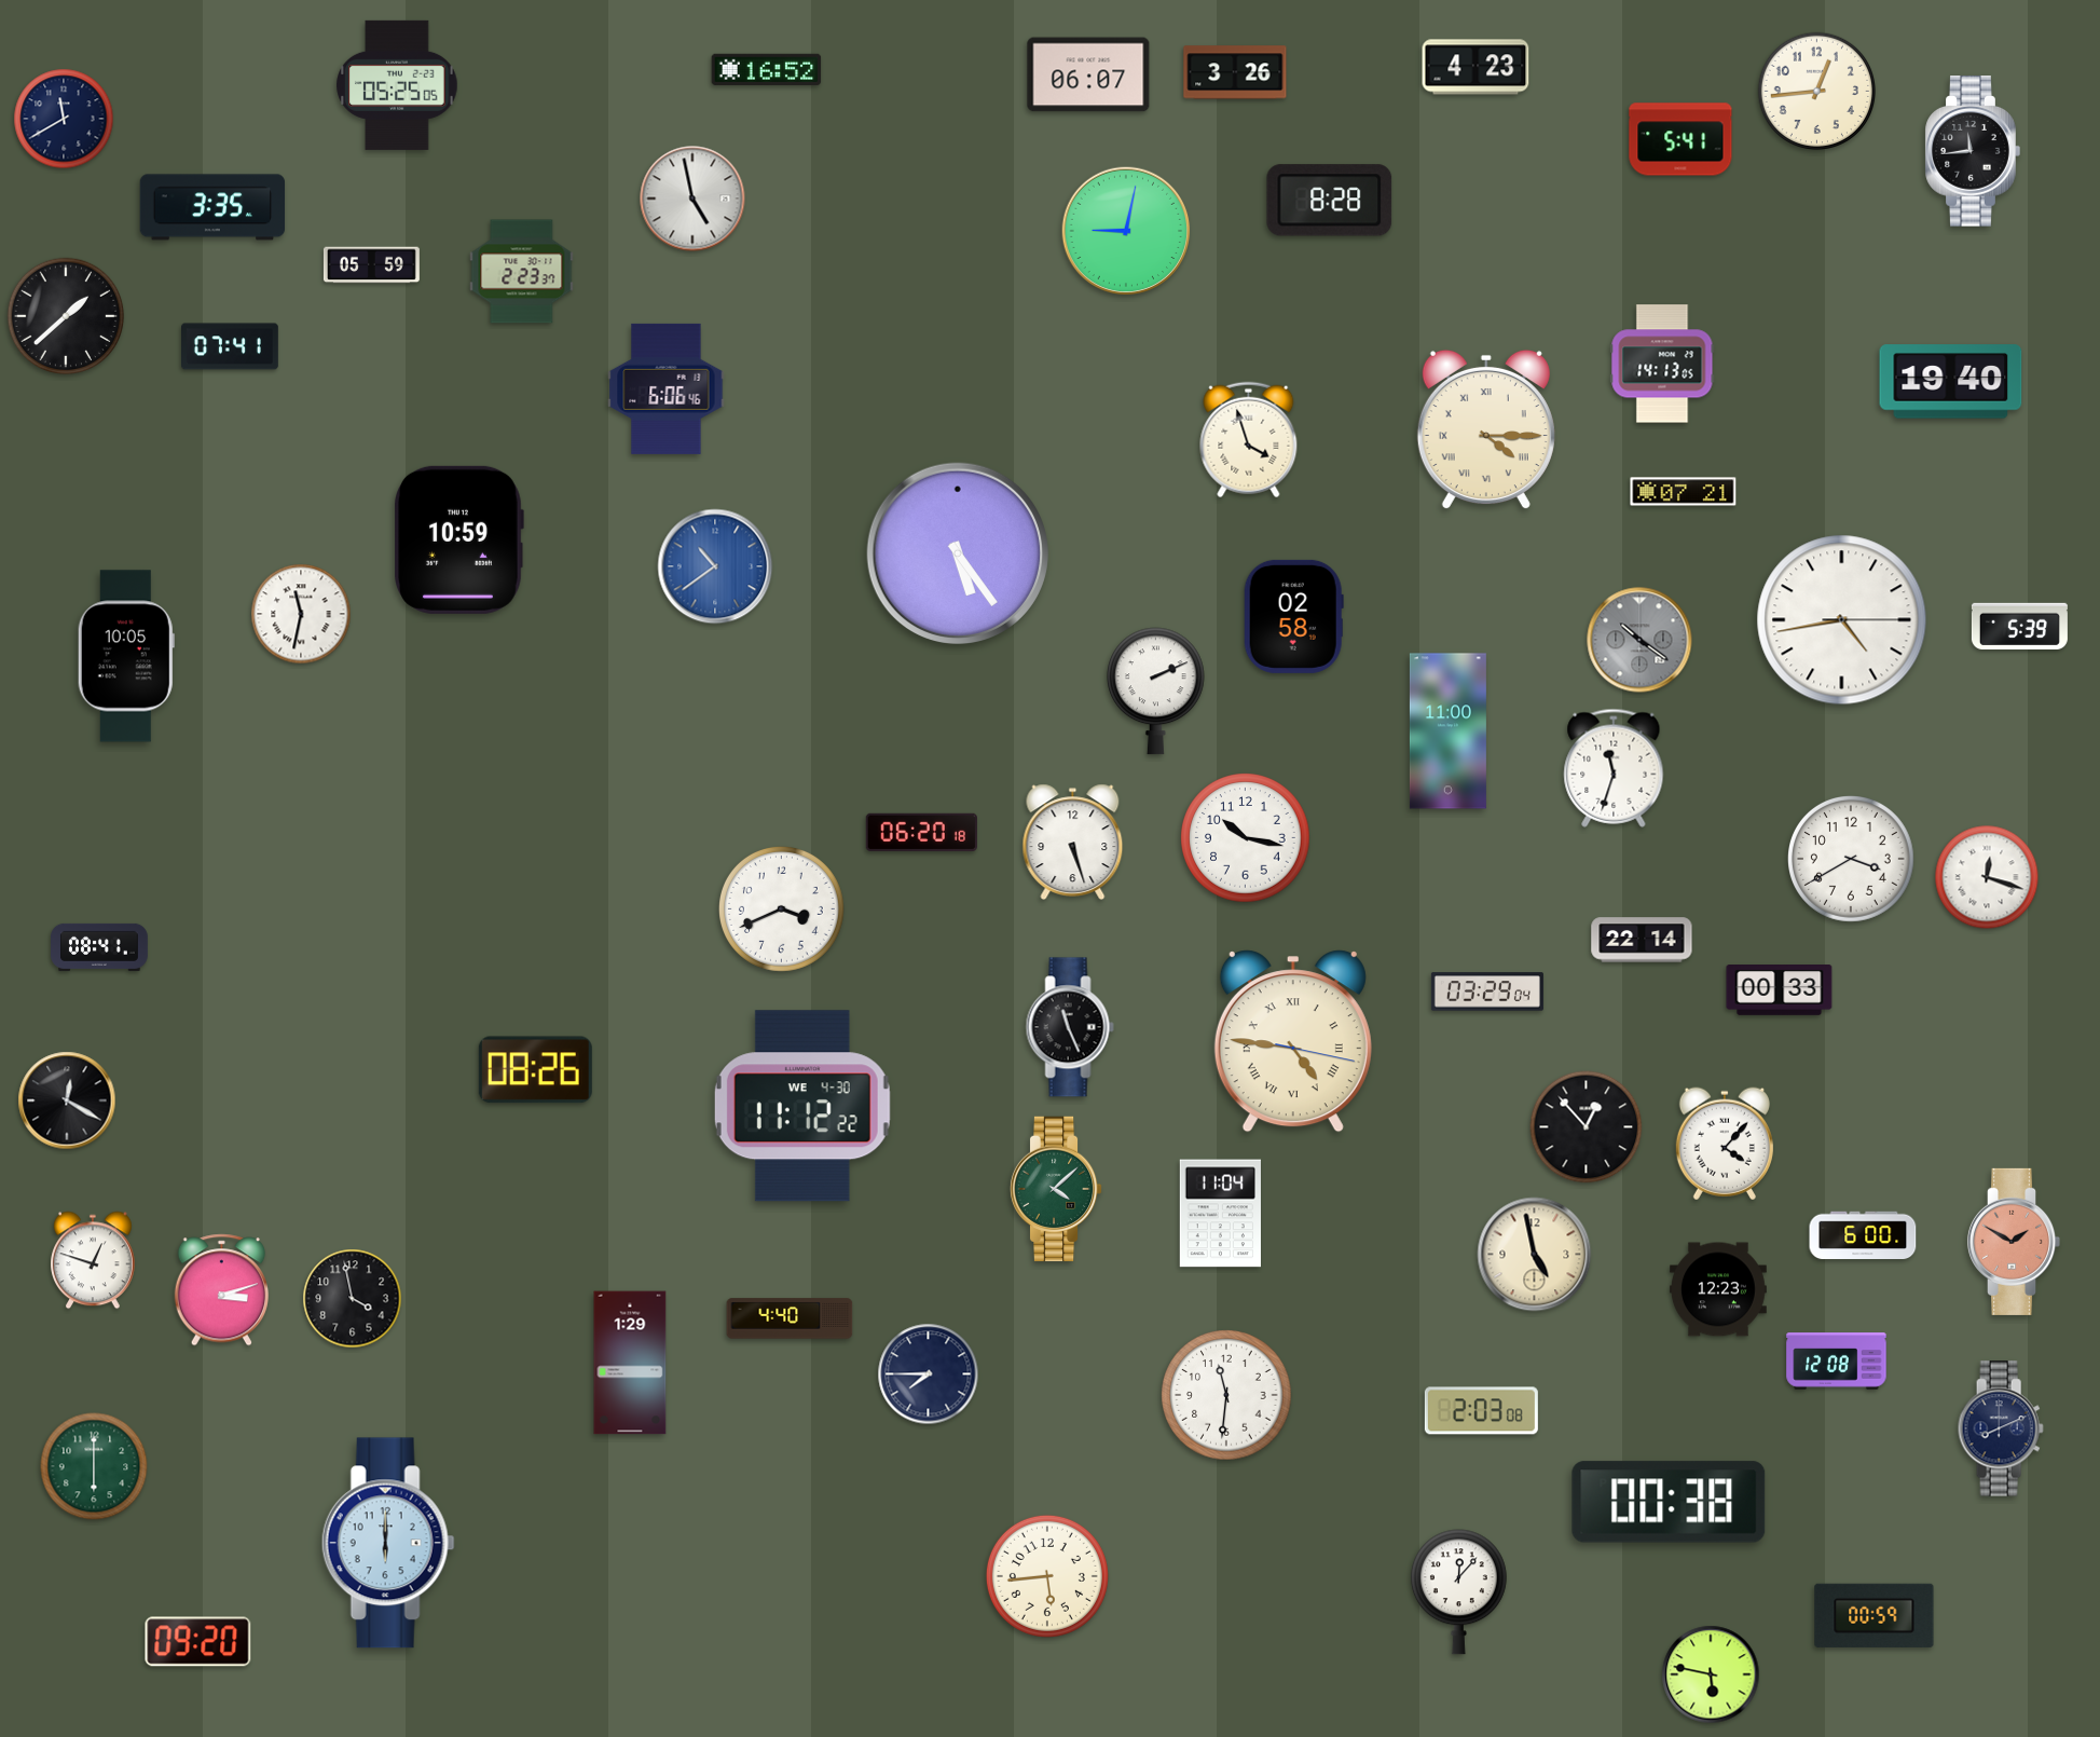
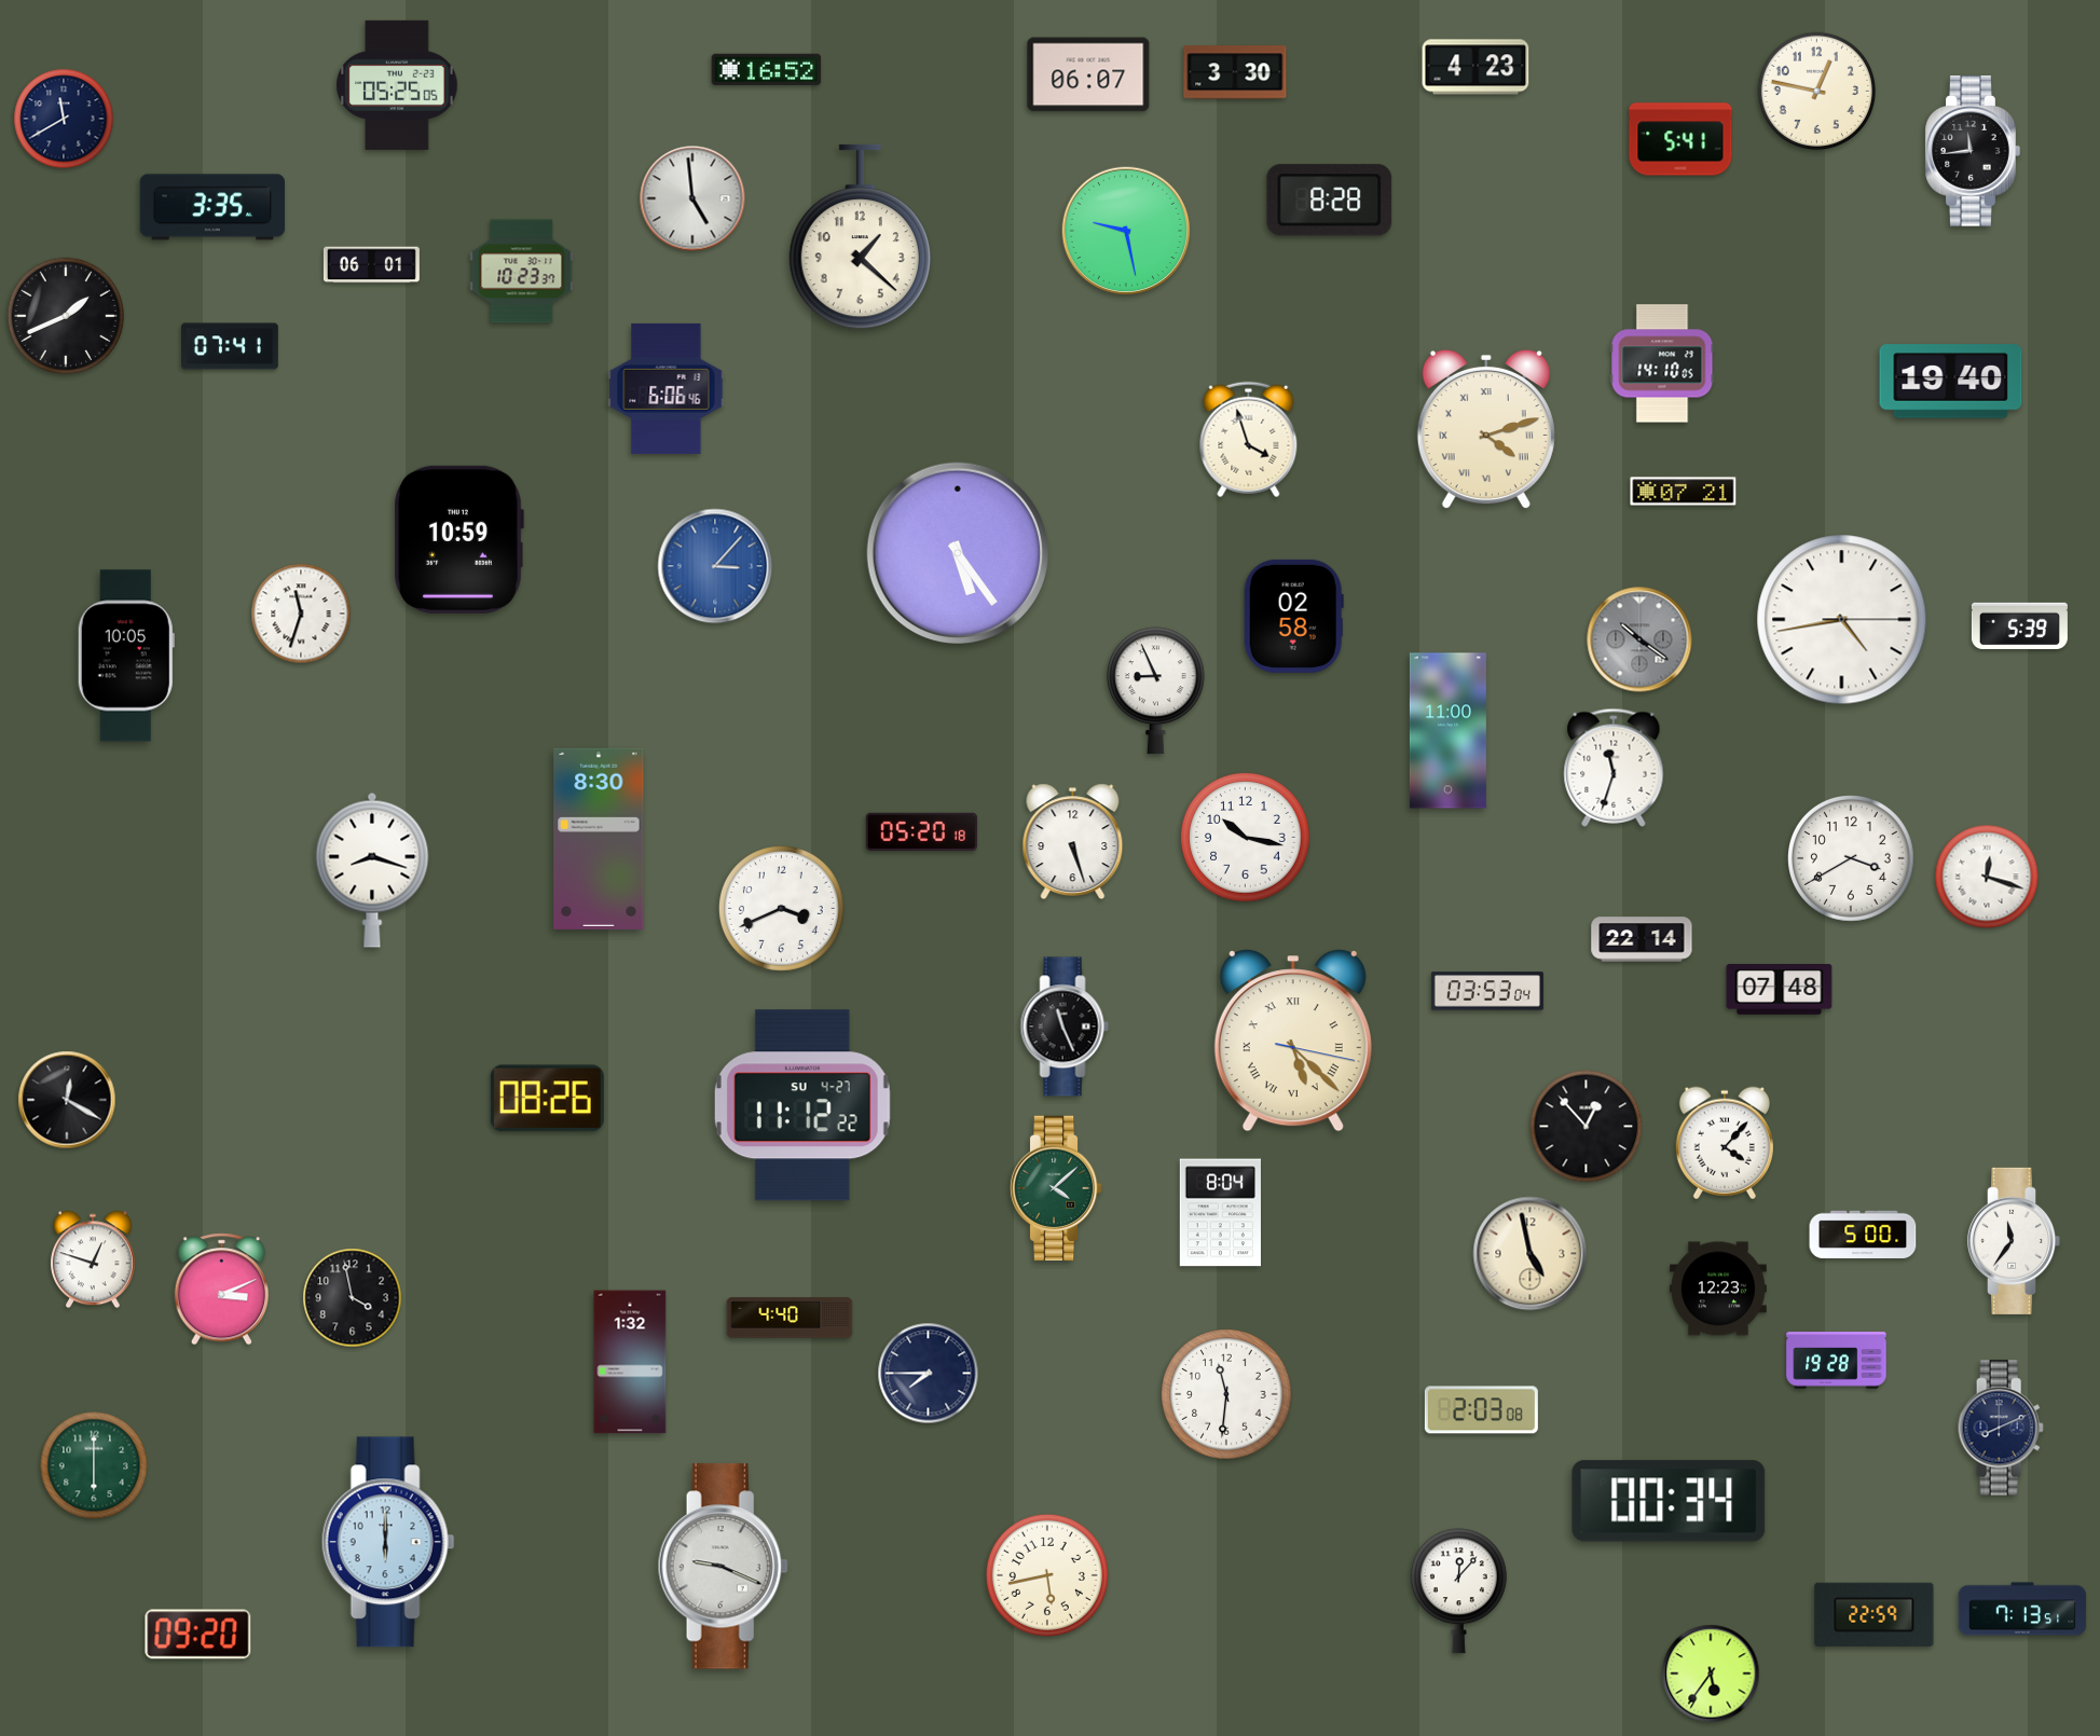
clock at (1235, 72): 3:26 -> 3:30
clock at (1817, 92): 12:44 -> 12:47
clock at (692, 199): 4:58 -> 4:59
clock at (1126, 231): 9:02 -> 9:28
clock at (860, 237): none -> 1:22
clock at (371, 265): 05:59 -> 06:01
clock at (522, 272): 2:23 -> 10:23
clock at (66, 316): 1:38 -> 1:41
clock at (1662, 364): 14:13 -> 14:10
clock at (1486, 429): 4:15 -> 4:12
clock at (715, 566): 10:39 -> 3:07
clock at (301, 614): 11:32 -> 11:33
clock at (1156, 692): 2:11 -> 8:56
clock at (921, 832): 06:20 -> 05:20
clock at (599, 839): none -> 8:30
clock at (372, 870): none -> 8:18
clock at (100, 947): 08:41 -> none
clock at (1780, 990): 00:33 -> 07:48
clock at (1487, 991): 03:29 -> 03:53
clock at (1070, 1027) position: (1070, 1027) -> (1065, 1027)
clock at (1293, 1041): 4:46 -> 5:22
clock at (535, 1070) position: (535, 1070) -> (547, 1099)
clock at (802, 1106) date: WE 4-30 -> SU 4-27
clock at (1220, 1214): 11:04 -> 8:04
clock at (1863, 1235): 6:00 -> 5:00
clock at (2014, 1242): 1:50 -> 11:36
clock at (2014, 1242) dial: salmon -> white
clock at (1535, 1255) position: (1535, 1255) -> (1531, 1254)
clock at (221, 1290): 3:12 -> 3:11
clock at (1837, 1362): 12:08 -> 19:28
clock at (630, 1363): 1:29 -> 1:32
clock at (1669, 1502): 00:38 -> 00:34
clock at (723, 1567): none -> 9:19
clock at (1047, 1576): 5:44 -> 5:43
clock at (2022, 1609): none -> 7:13
clock at (1875, 1615): 00:59 -> 22:59
clock at (198, 1642) position: (198, 1642) -> (198, 1635)
clock at (1711, 1674): 5:47 -> 5:36
